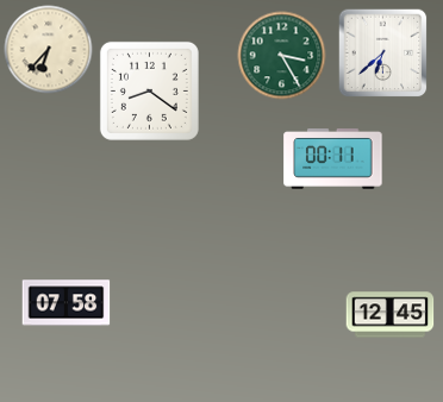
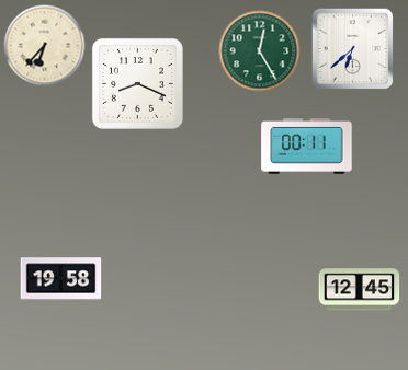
clock at (282, 56): 3:25 -> 12:25
clock at (149, 90): 8:21 -> 8:19
clock at (67, 303): 07:58 -> 19:58
